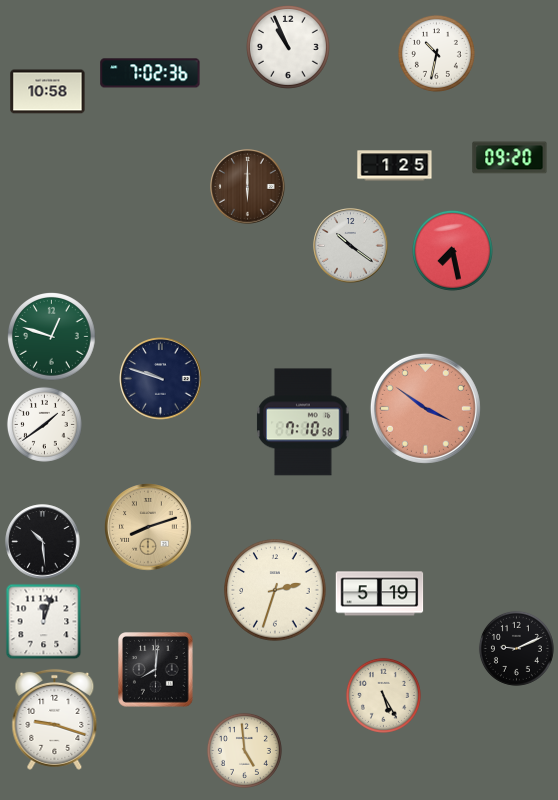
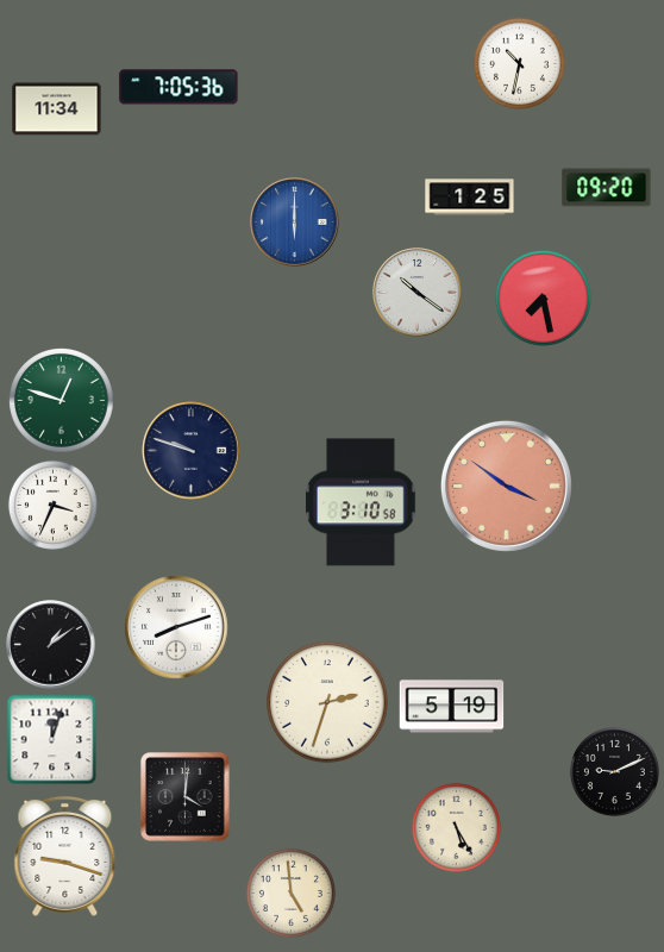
clock at (289, 48): 10:56 -> none
clock at (150, 73): 7:02 -> 7:05
clock at (48, 92): 10:58 -> 11:34
clock at (248, 187) dial: brown -> blue
clock at (452, 250) position: (452, 250) -> (543, 297)
clock at (303, 422): 7:10 -> 3:10
clock at (44, 424): 1:39 -> 3:34
clock at (148, 527) dial: champagne -> white
clock at (43, 542): 10:29 -> 1:09
clock at (156, 670): 8:01 -> 4:01
